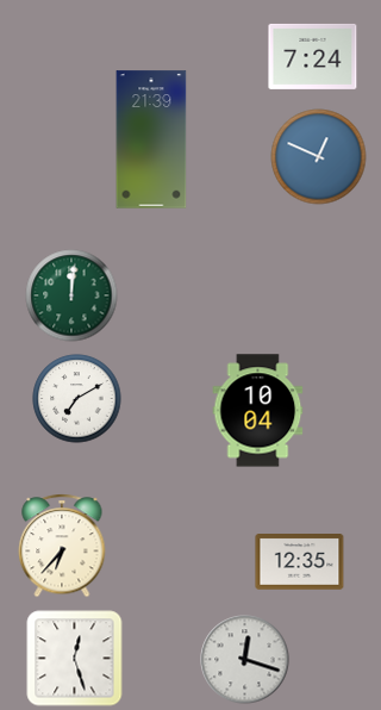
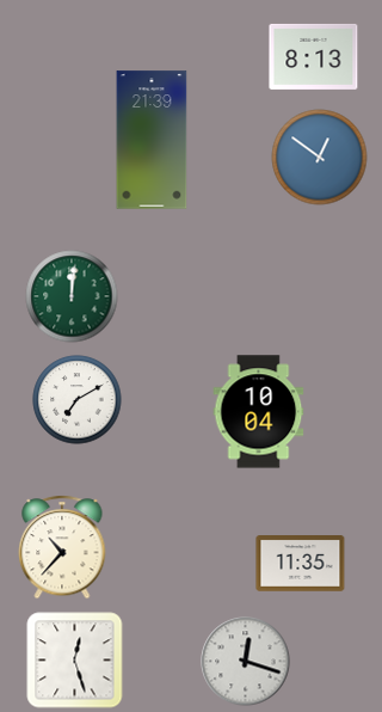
clock at (313, 56): 7:24 -> 8:13
clock at (319, 157): 12:49 -> 12:51
clock at (62, 546): 6:37 -> 10:37
clock at (300, 562): 12:35 -> 11:35
